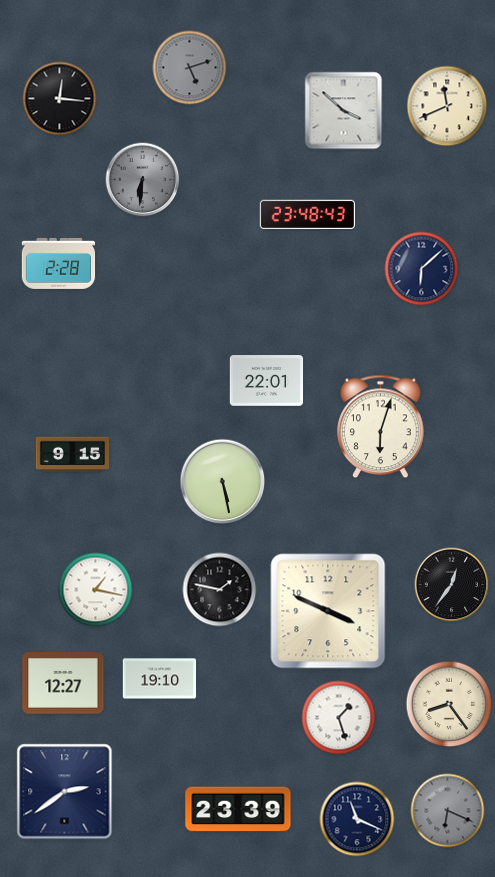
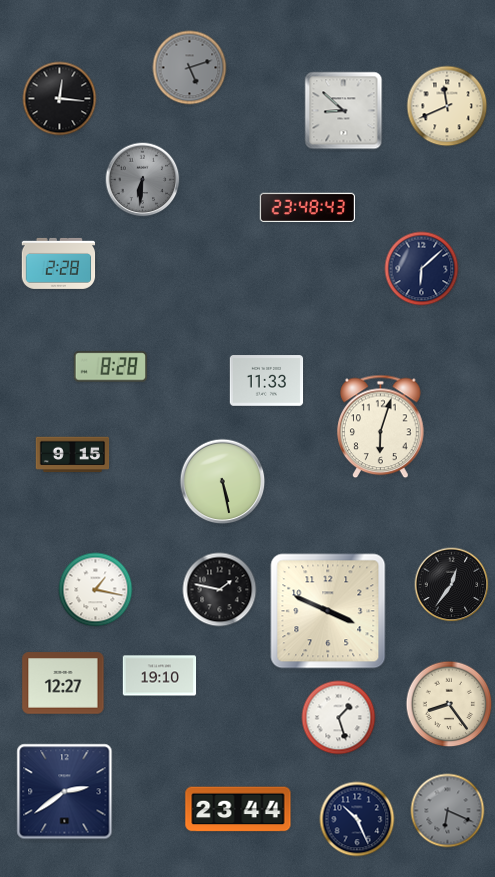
clock at (344, 111): 3:52 -> 8:52
clock at (307, 214) position: (307, 214) -> (307, 207)
clock at (110, 367): none -> 8:28
clock at (267, 381): 22:01 -> 11:33
clock at (160, 679) position: (160, 679) -> (160, 676)
clock at (238, 809): 23:39 -> 23:44
clock at (357, 819): 11:19 -> 10:26
